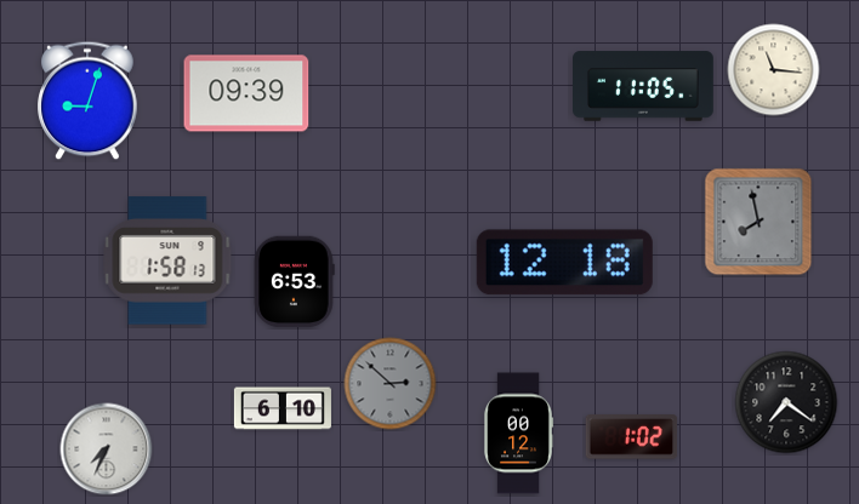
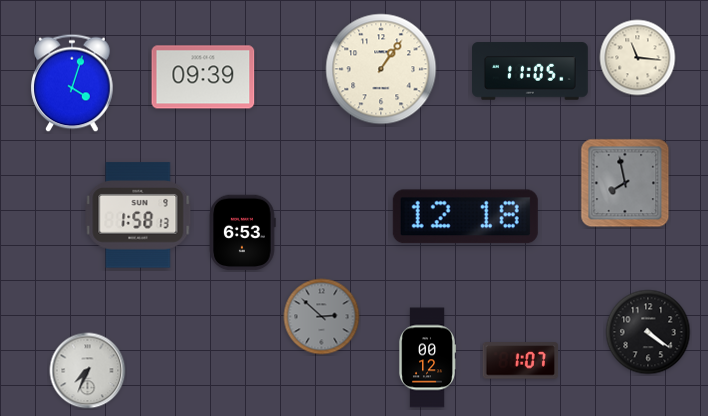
clock at (381, 69): none -> 1:06
clock at (87, 101): 9:03 -> 4:03
clock at (786, 402): 7:21 -> 4:21
clock at (283, 408): 6:10 -> none
clock at (632, 437): 1:02 -> 1:07
